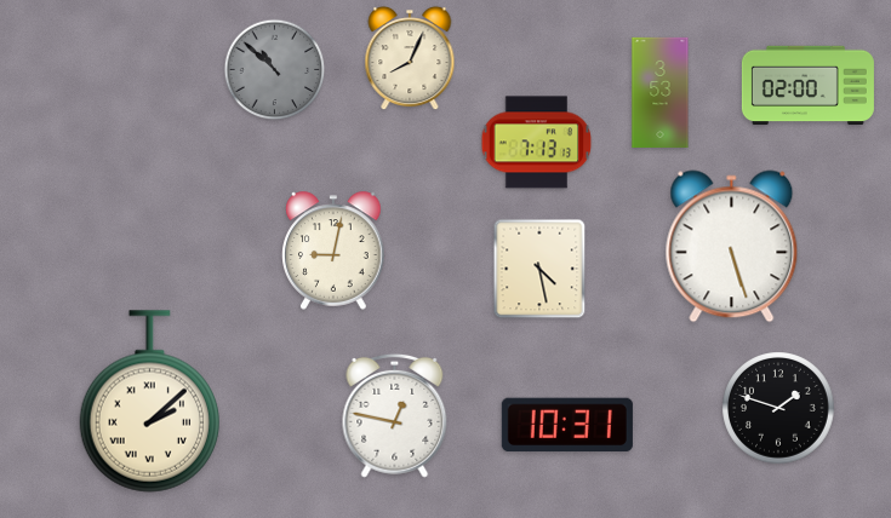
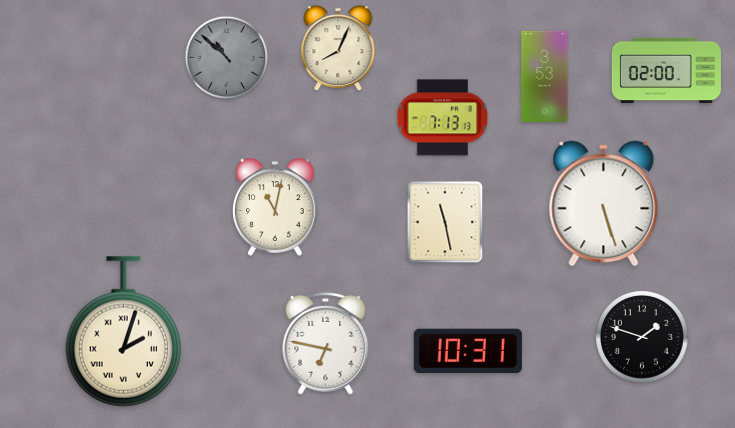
clock at (333, 251): 9:02 -> 11:02
clock at (539, 269): 4:28 -> 11:28
clock at (149, 402): 2:08 -> 2:03
clock at (395, 415): 12:47 -> 6:47
